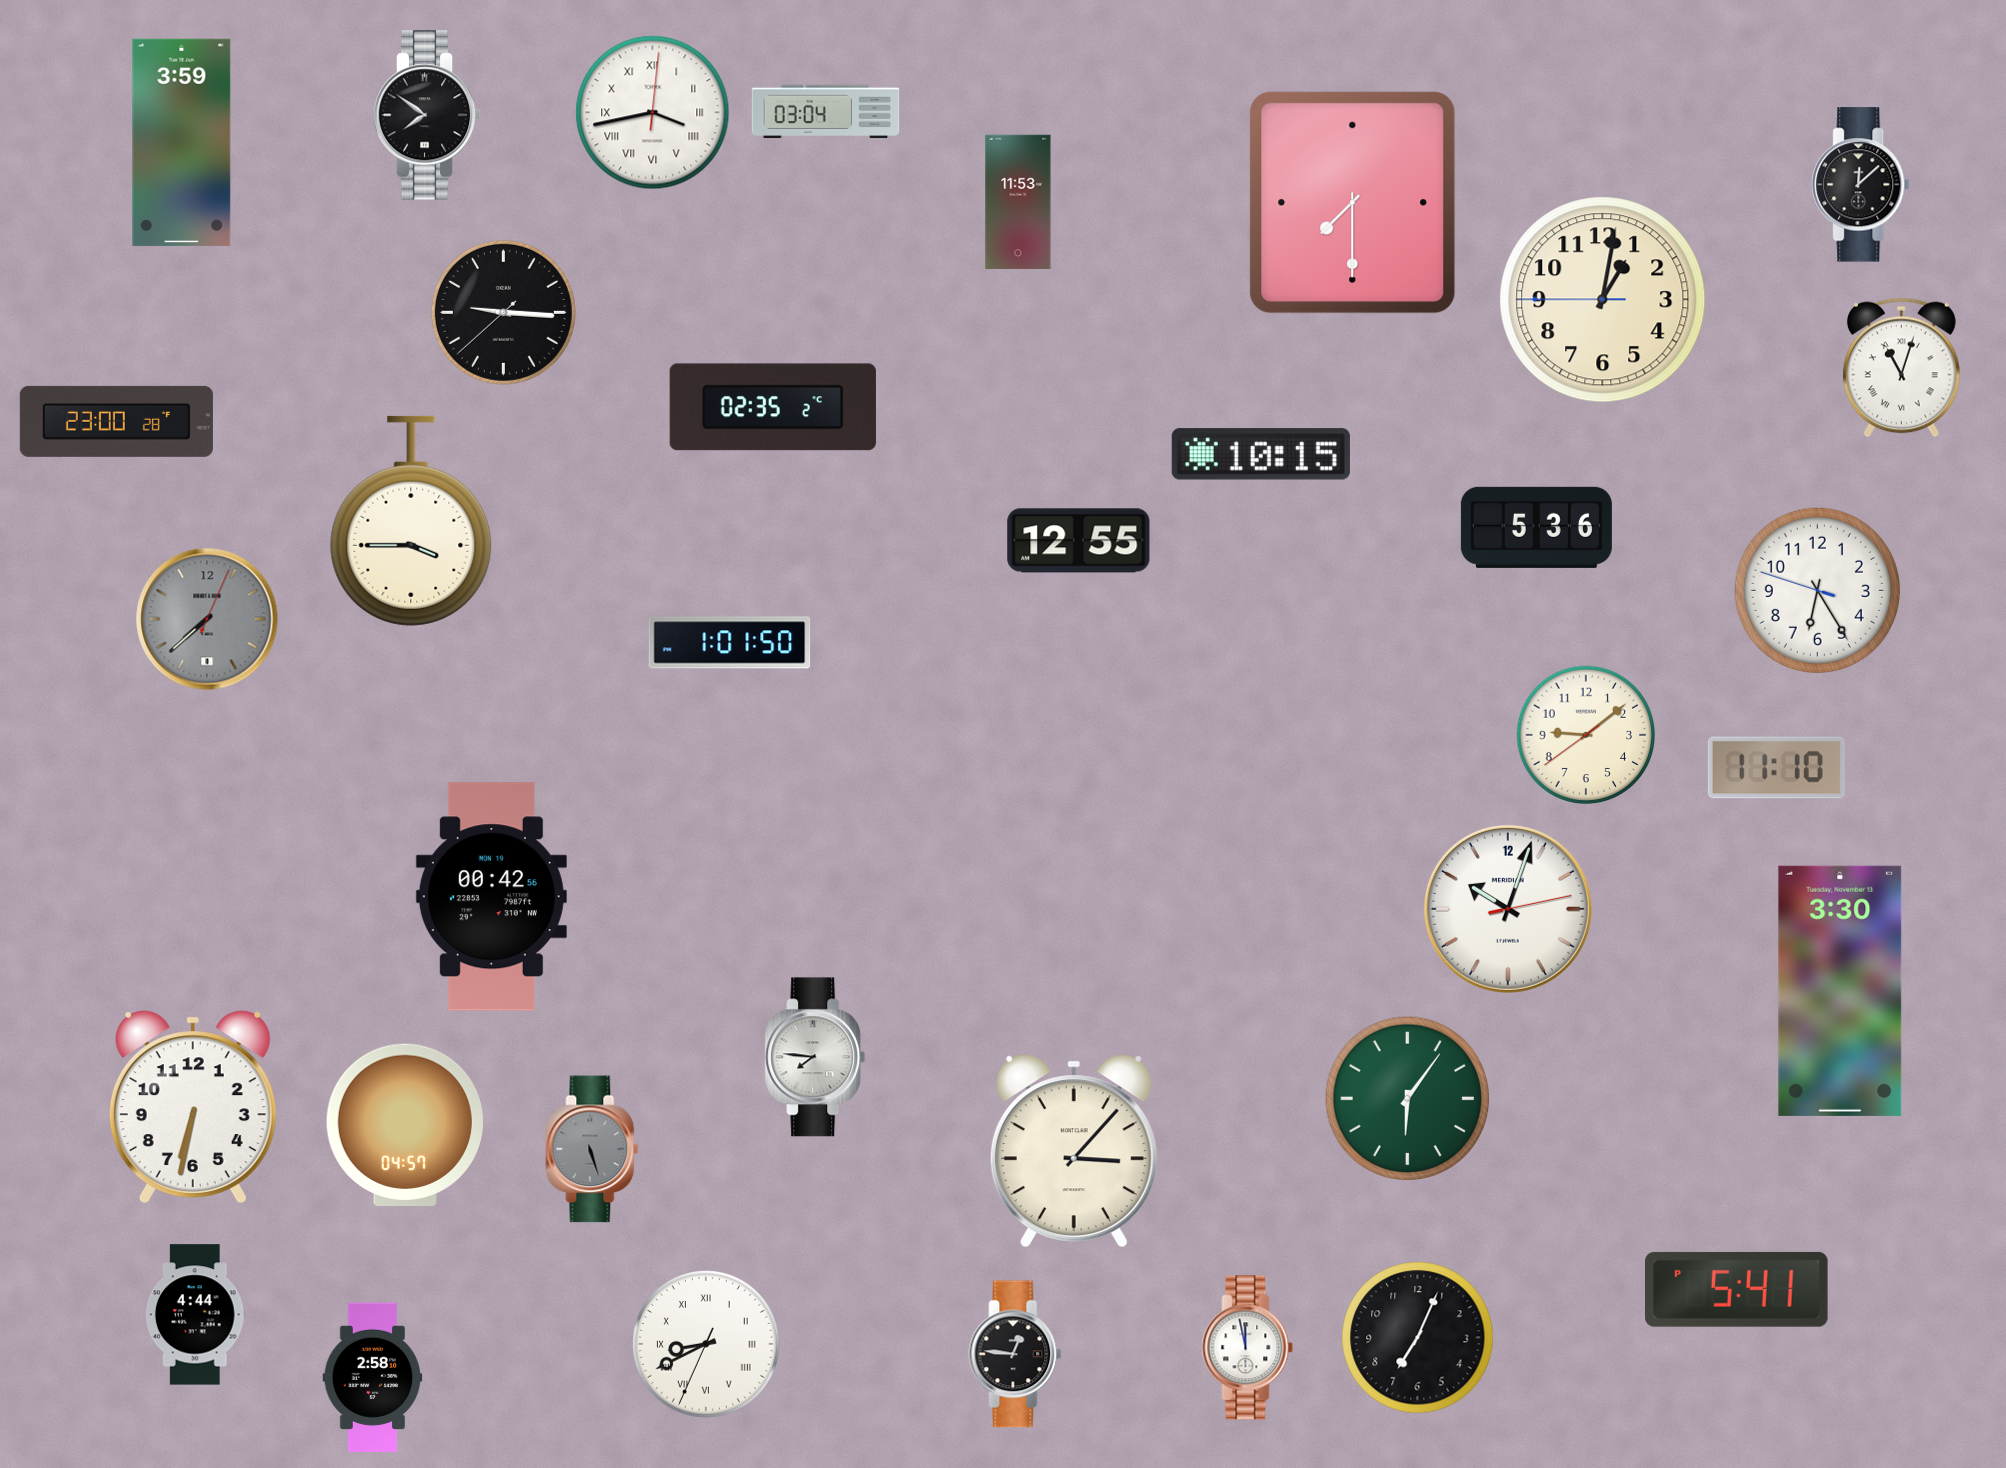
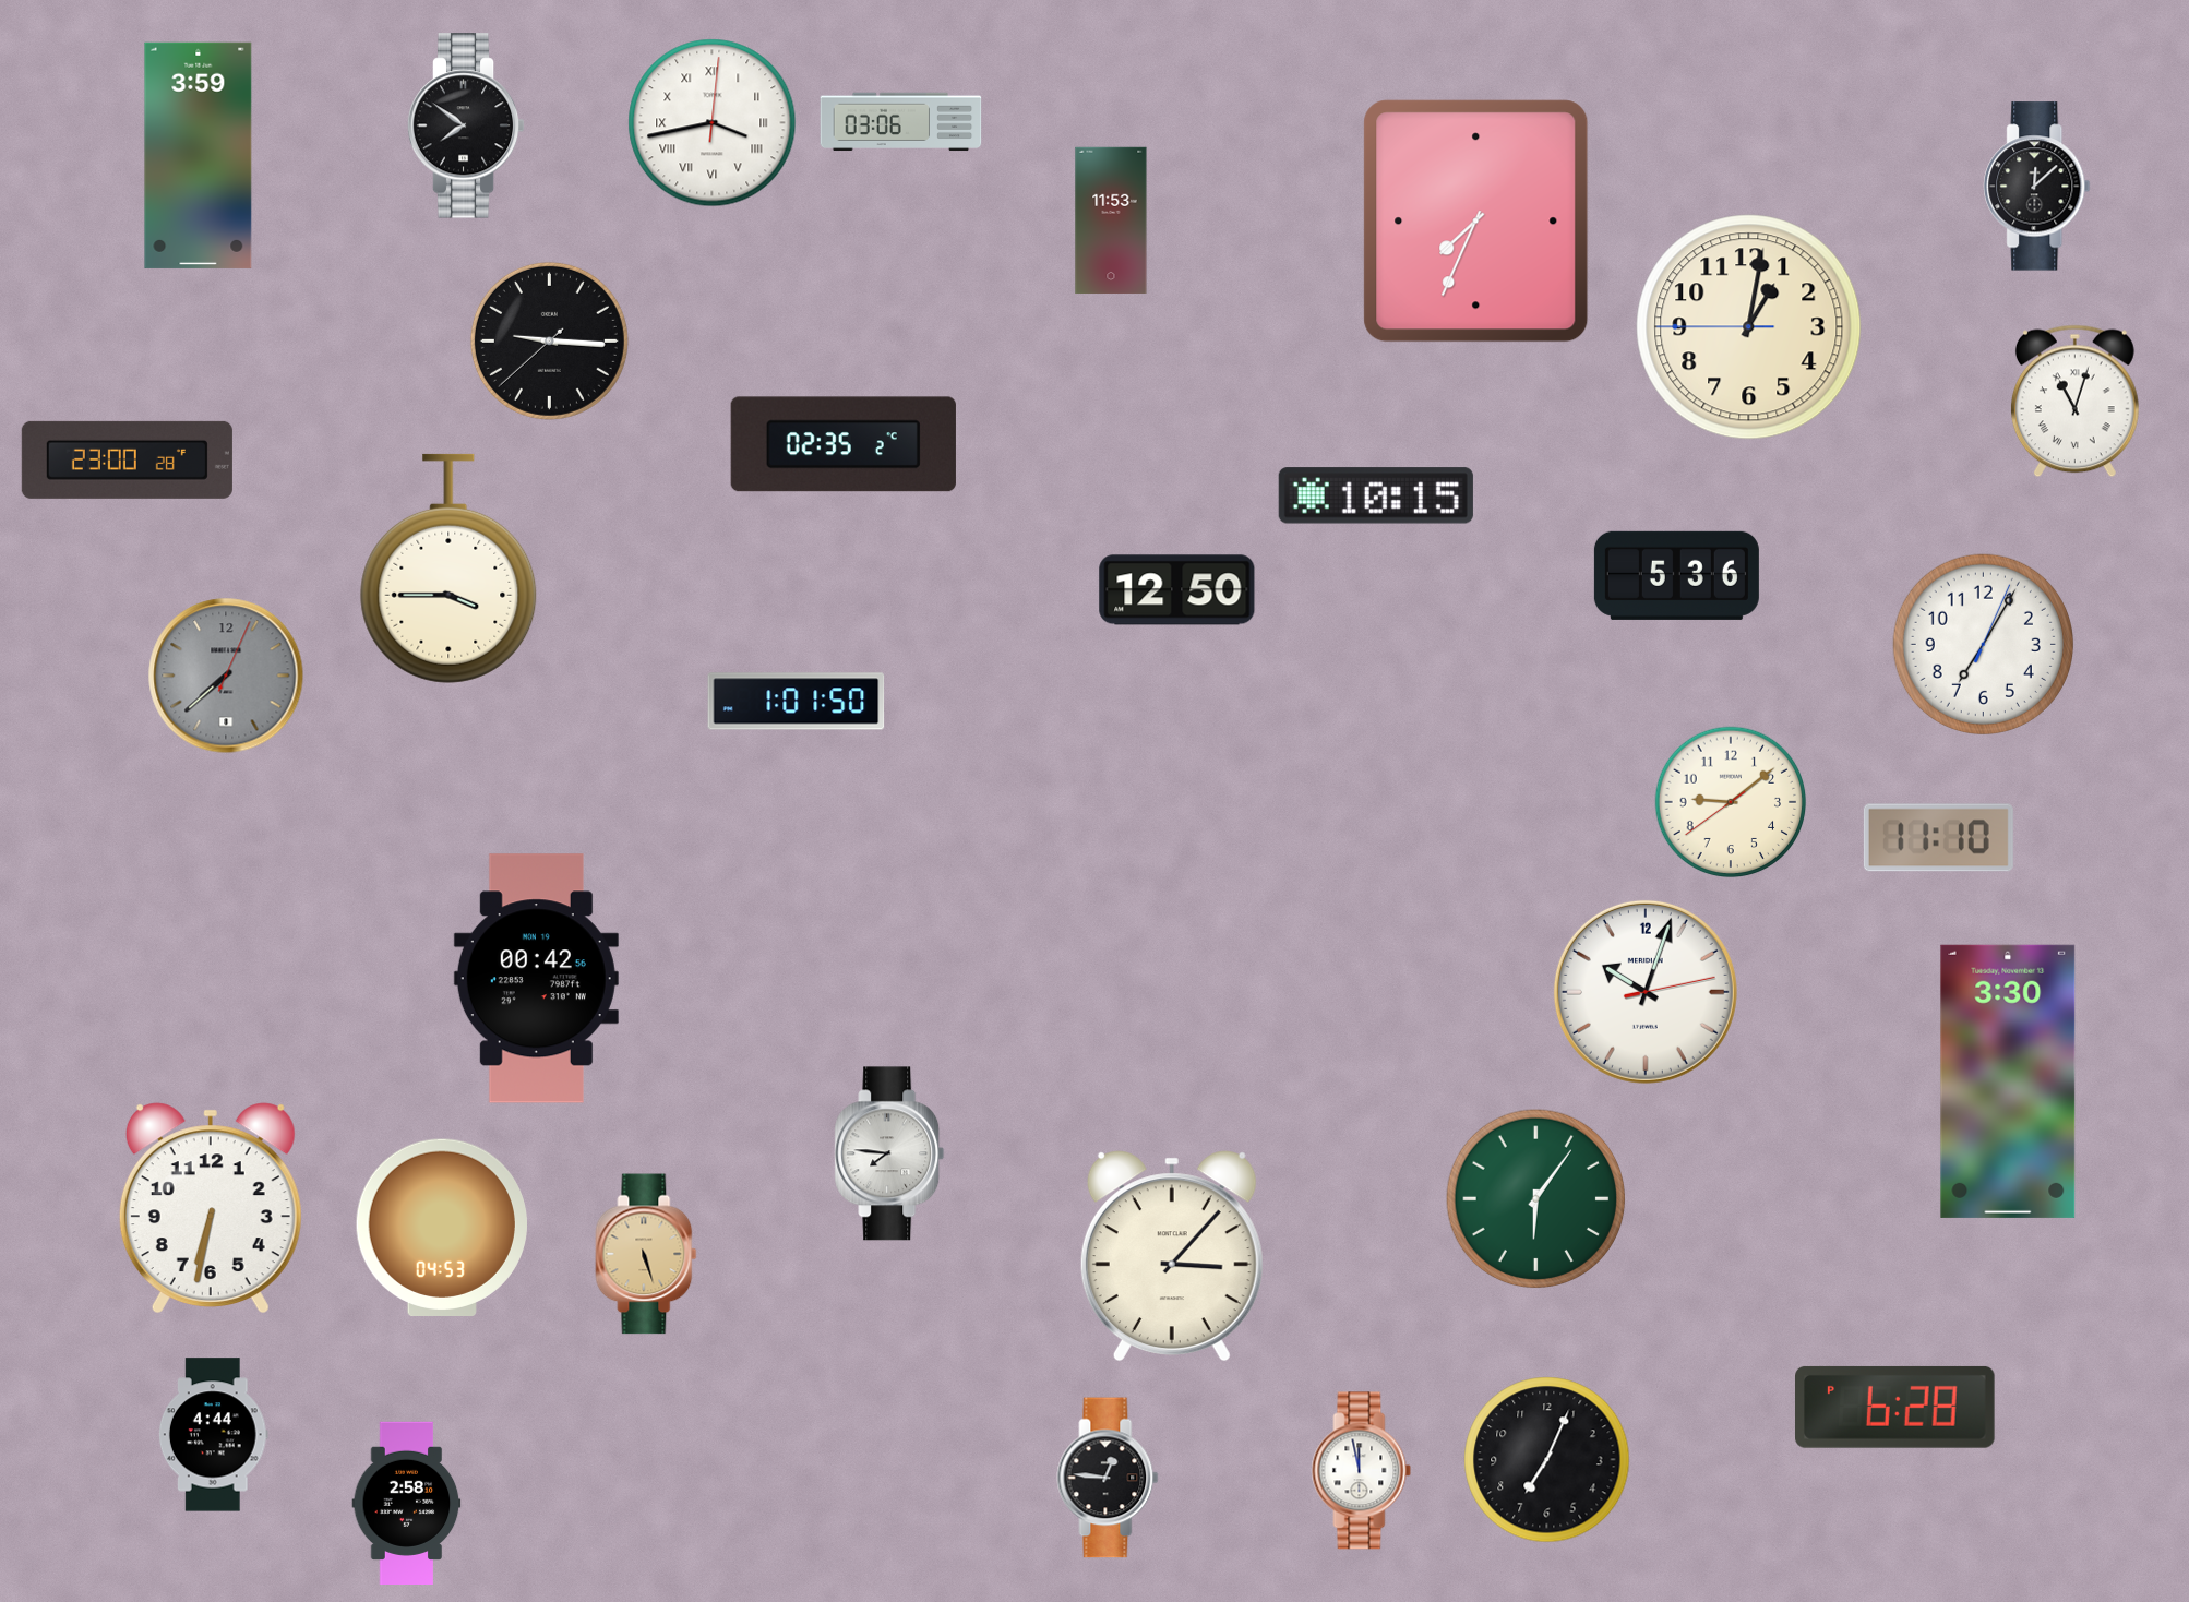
clock at (826, 112): 03:04 -> 03:06
clock at (1861, 185) position: (1861, 185) -> (2037, 187)
clock at (1353, 203): 7:30 -> 7:34
clock at (1079, 541): 12:55 -> 12:50
clock at (1817, 590): 6:24 -> 7:05
clock at (405, 1124): 04:57 -> 04:53
clock at (592, 1149) dial: grey -> champagne
clock at (1737, 1289): 5:41 -> 6:28
clock at (707, 1345): 8:40 -> none
